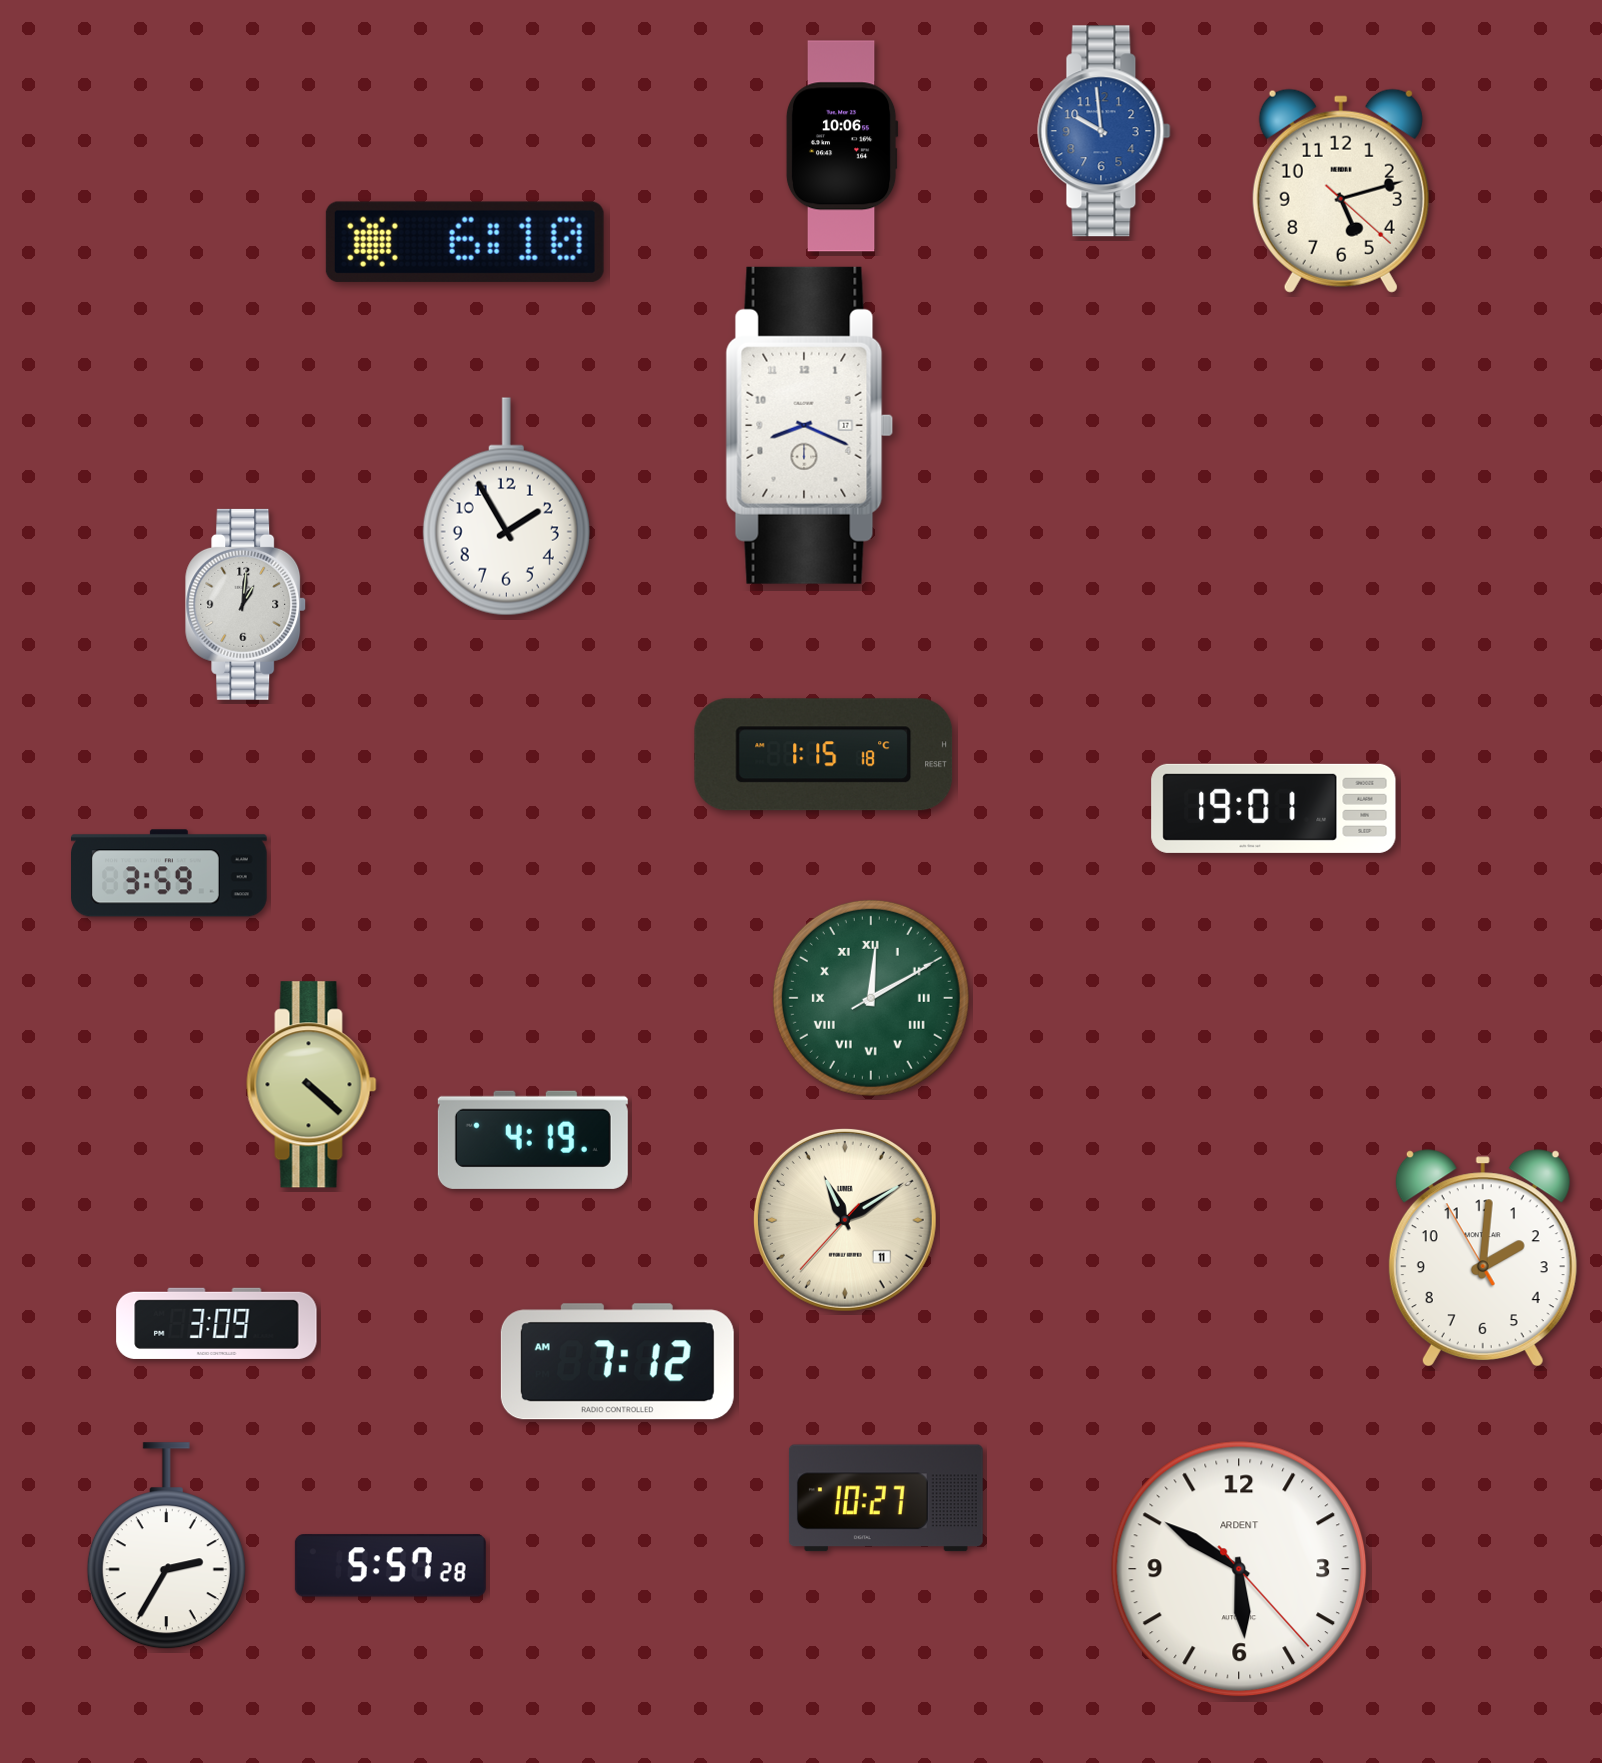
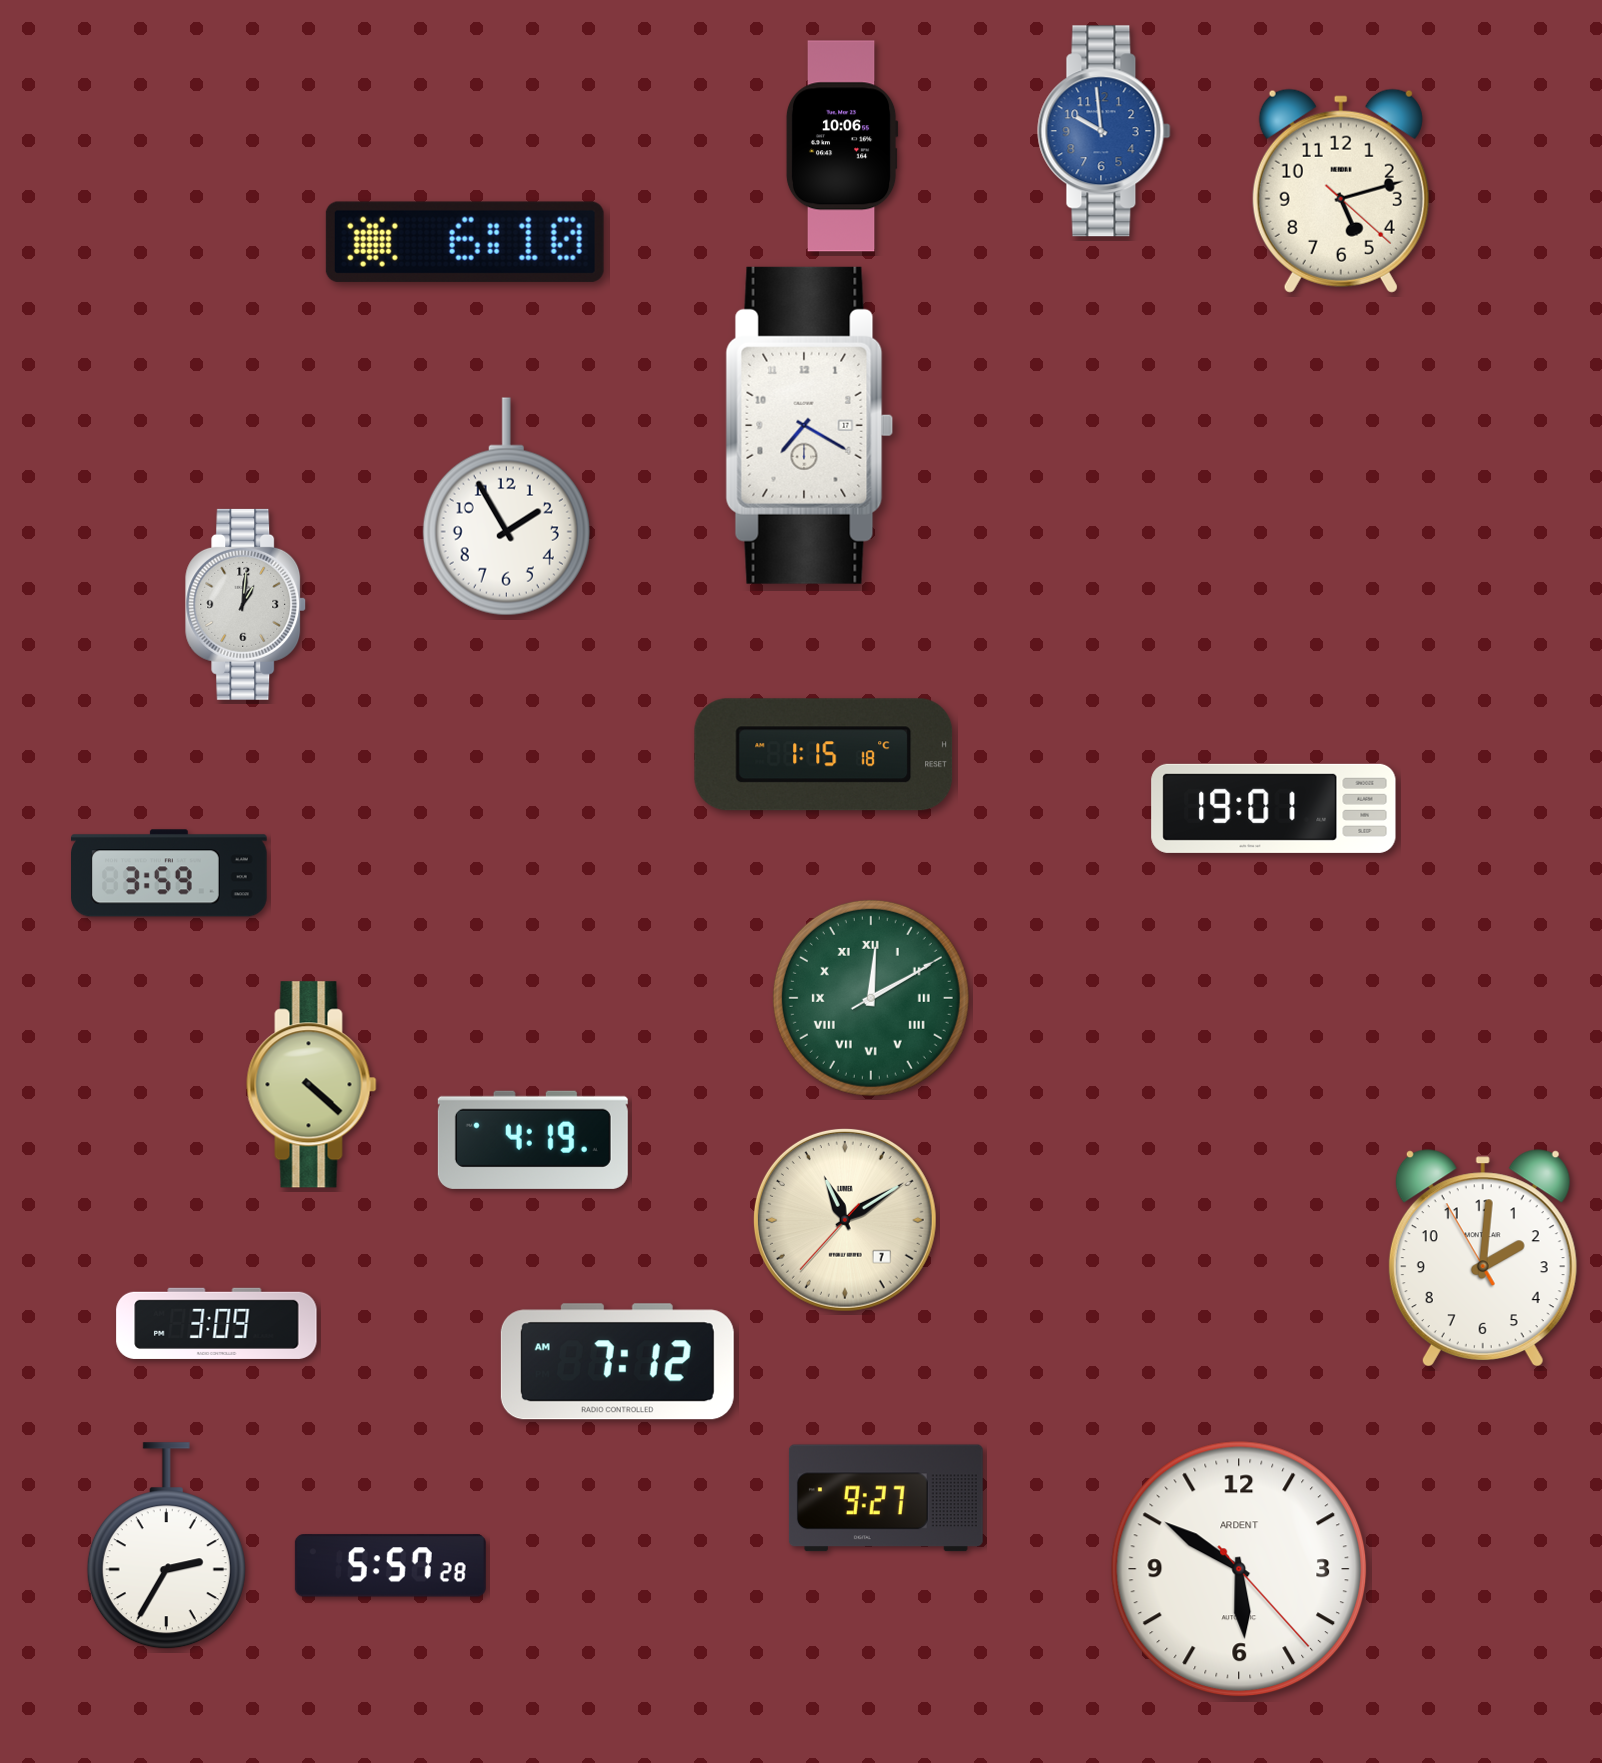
clock at (810, 425): 8:19 -> 7:20
clock at (845, 1220) date: 11 -> 7
clock at (886, 1498): 10:27 -> 9:27
